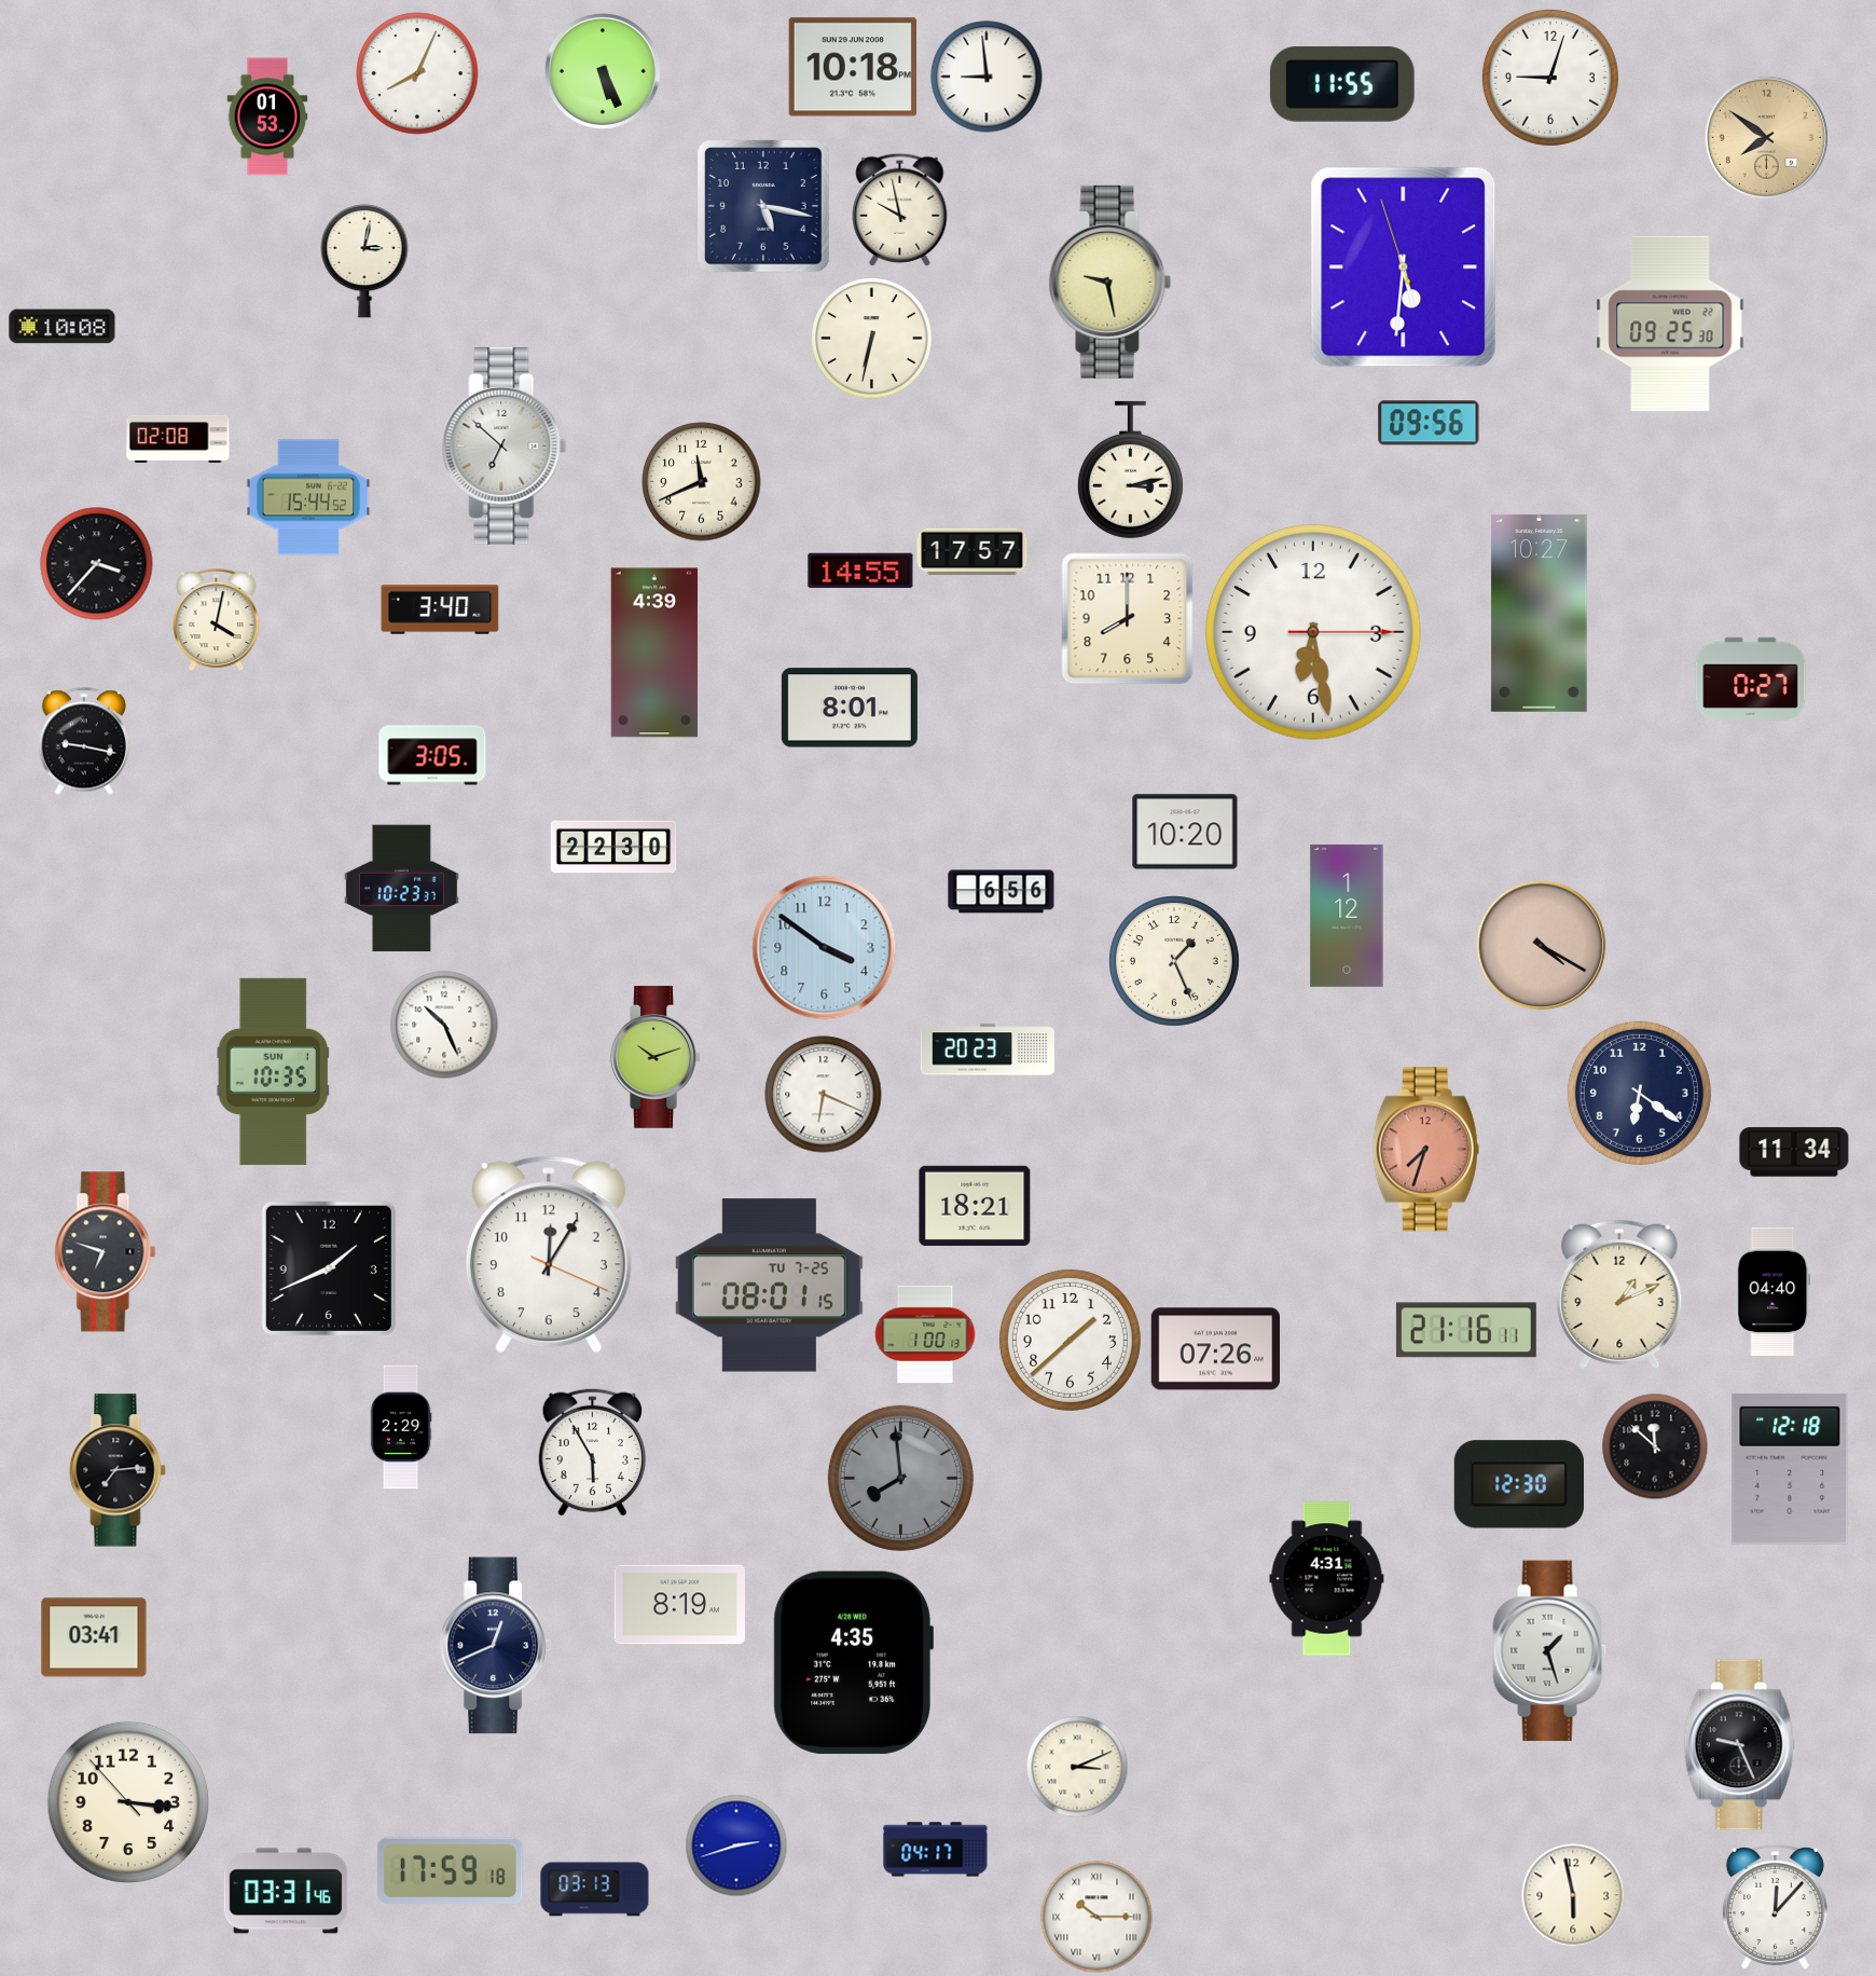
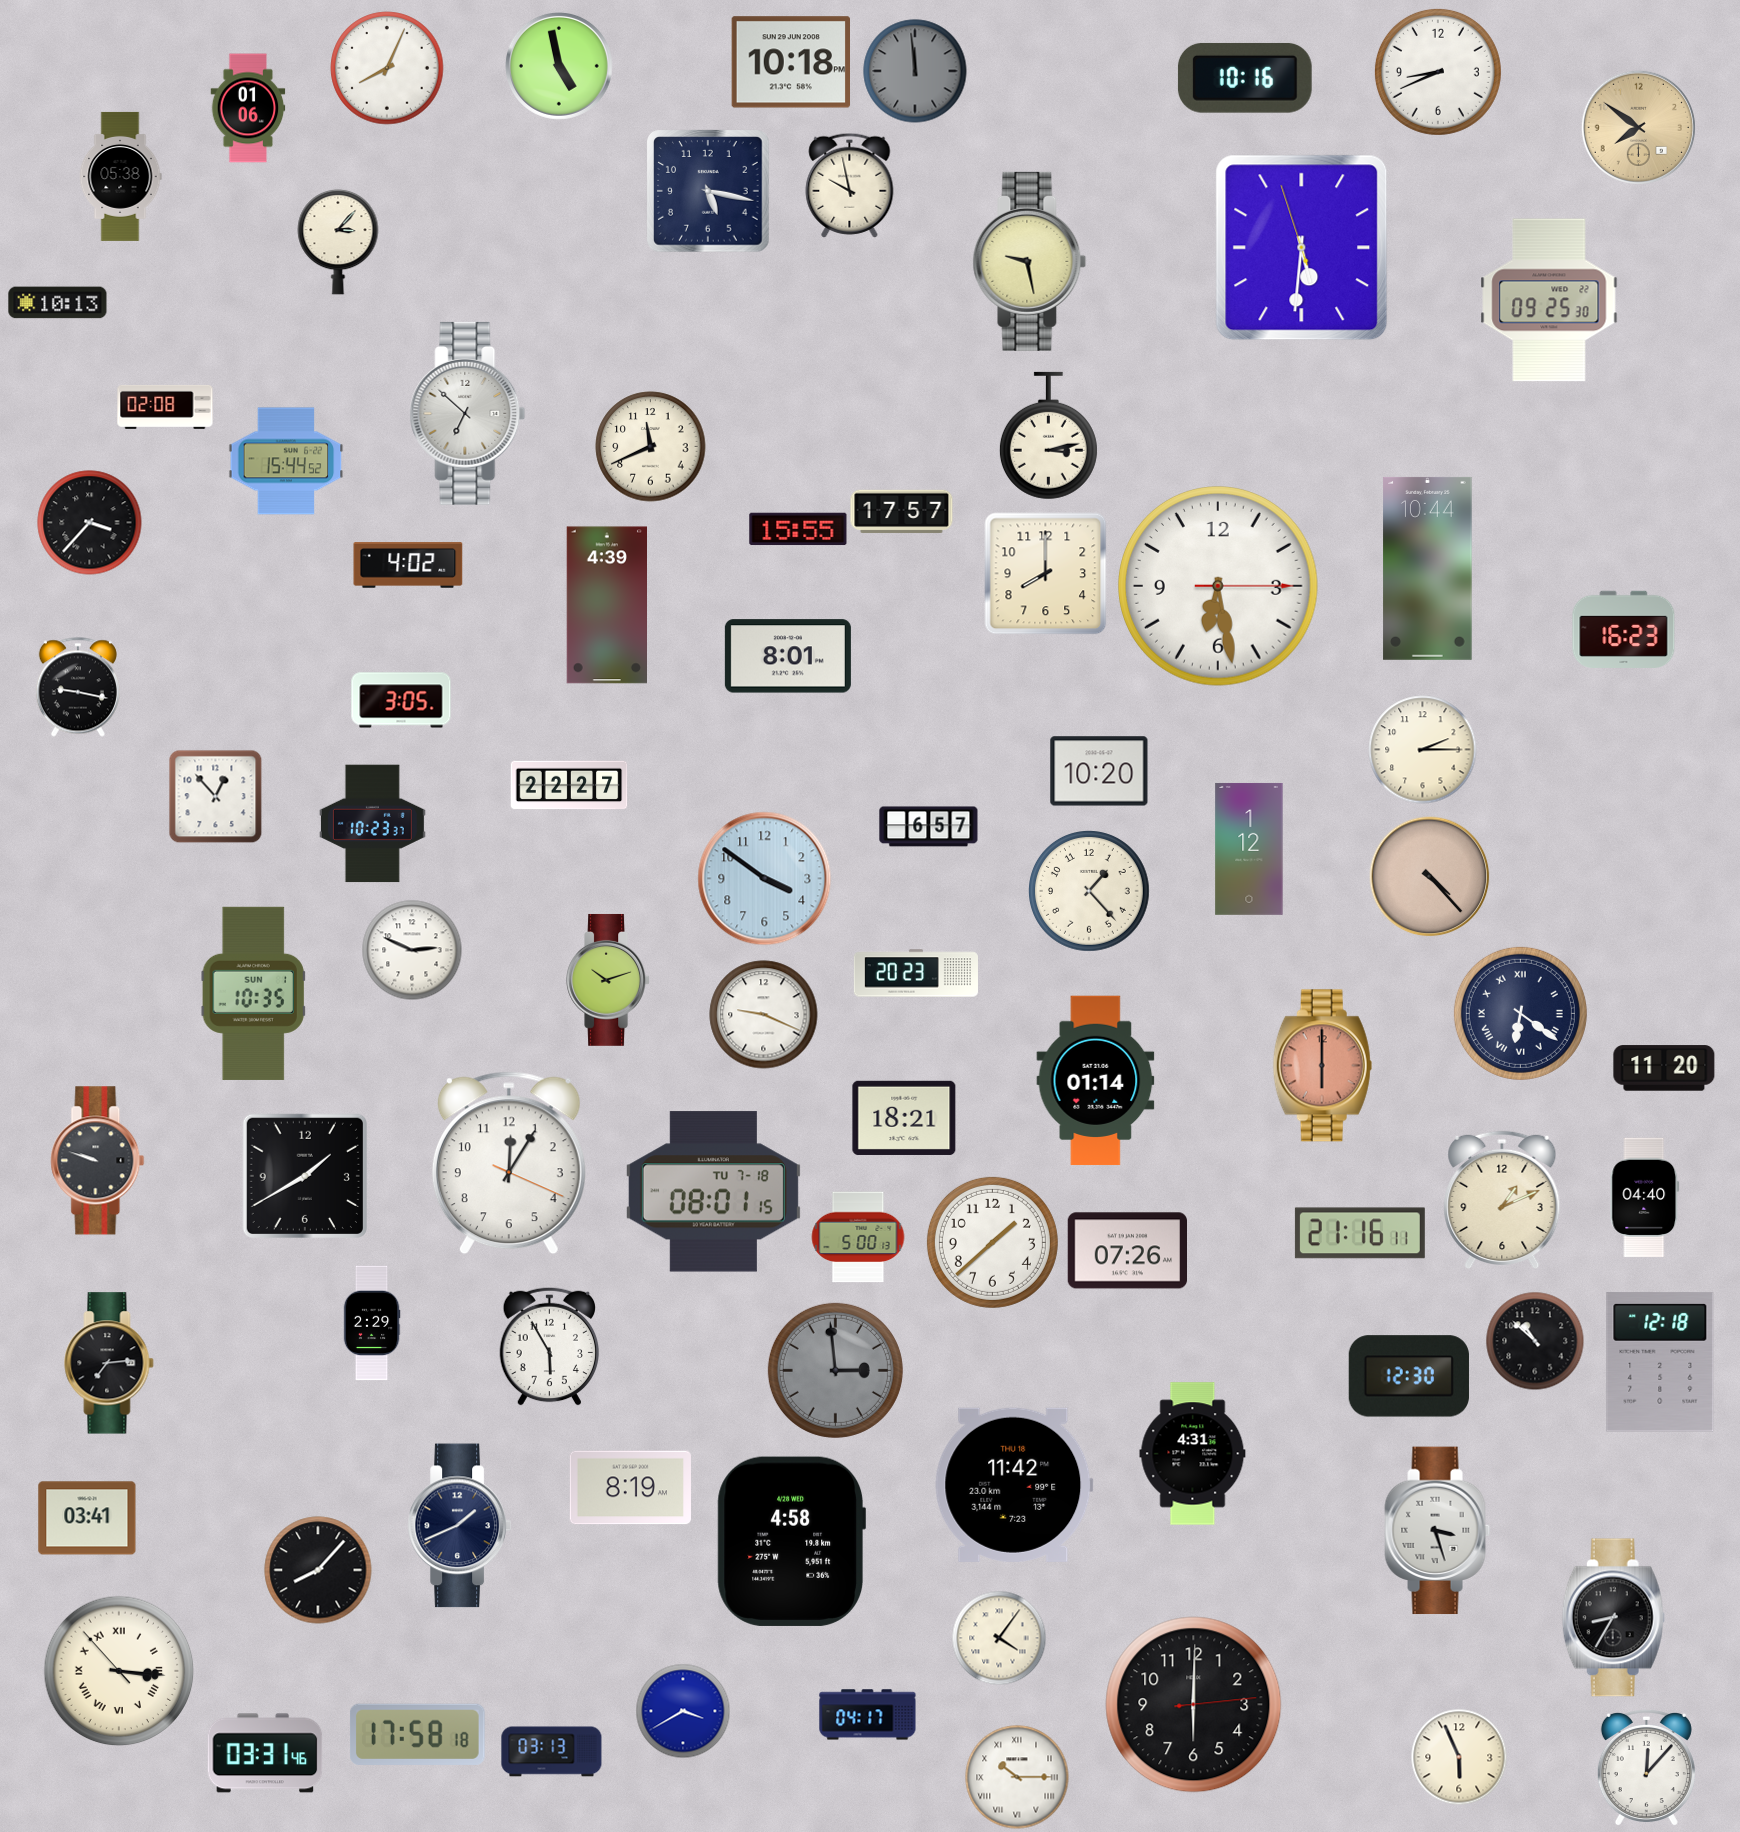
clock at (603, 71): 5:26 -> 4:58
clock at (987, 77): 8:59 -> 11:59
clock at (987, 77) dial: white -> grey
clock at (1550, 78): 9:03 -> 8:41
clock at (1342, 84): 11:55 -> 10:16
clock at (267, 116): 01:53 -> 01:06
clock at (120, 176): none -> 05:38
clock at (900, 209) position: (900, 209) -> (850, 185)
clock at (364, 261): 3:02 -> 3:07
clock at (63, 327): 10:08 -> 10:13
clock at (872, 339): 6:32 -> none
clock at (1429, 423): 09:56 -> none
clock at (860, 571): 14:55 -> 15:55
clock at (440, 609): 3:40 -> 4:02
clock at (1540, 613): 10:27 -> 10:44
clock at (217, 620): 4:02 -> none
clock at (1751, 678): 0:27 -> 16:23
clock at (1423, 750): none -> 2:15
clock at (613, 847): 22:30 -> 22:27
clock at (215, 796): none -> 12:53
clock at (1002, 892): 6:56 -> 6:57
clock at (1542, 946): 4:20 -> 4:23
clock at (1175, 962): 1:26 -> 1:23
clock at (444, 1025): 10:26 -> 2:49
clock at (1639, 1093) numerals: Arabic -> Roman
clock at (824, 1095): 6:19 -> 9:19
clock at (1425, 1150): 7:33 -> 6:00
clock at (1794, 1152): 11:34 -> 11:20
clock at (1096, 1081): none -> 01:14
clock at (106, 1252): 6:48 -> 9:48
clock at (329, 1268): 1:41 -> 1:40
clock at (769, 1286) date: TU 7-25 -> TU 7-18
clock at (925, 1334): 1:00 -> 5:00
clock at (1655, 1446): 11:52 -> 10:52
clock at (900, 1478): 7:59 -> 2:59
clock at (1327, 1579) position: (1327, 1579) -> (1193, 1454)
clock at (1014, 1485): none -> 11:42
clock at (495, 1646): 12:41 -> 1:41
clock at (1550, 1651): 1:27 -> 3:27
clock at (853, 1662): 4:35 -> 4:58
clock at (318, 1570): none -> 8:07
clock at (1739, 1745): 9:26 -> 8:35
clock at (1077, 1767): 3:11 -> 4:06
clock at (128, 1802) numerals: Arabic -> Roman
clock at (1194, 1705): none -> 6:00
clock at (736, 1845): 2:42 -> 3:40
clock at (450, 1870): 17:59 -> 17:58
clock at (1573, 1895): 5:58 -> 5:56
